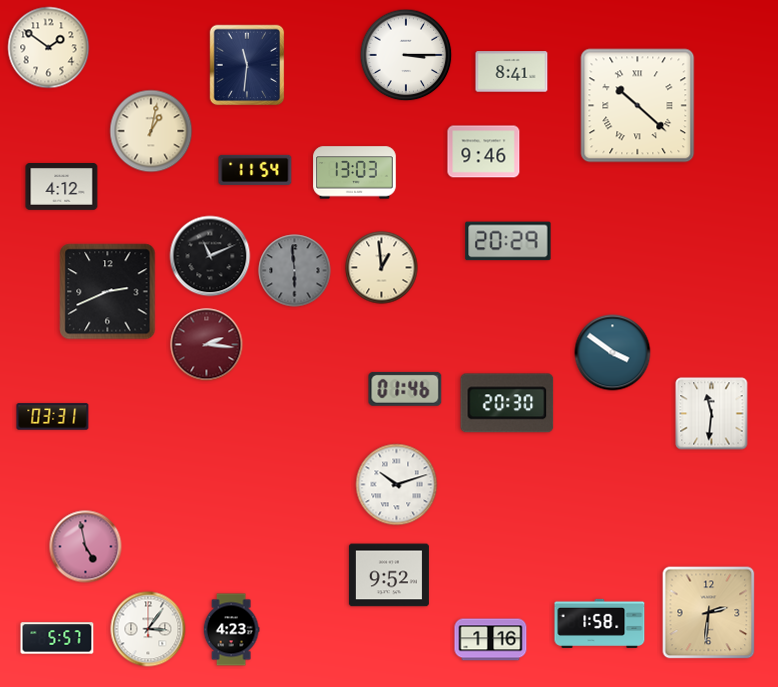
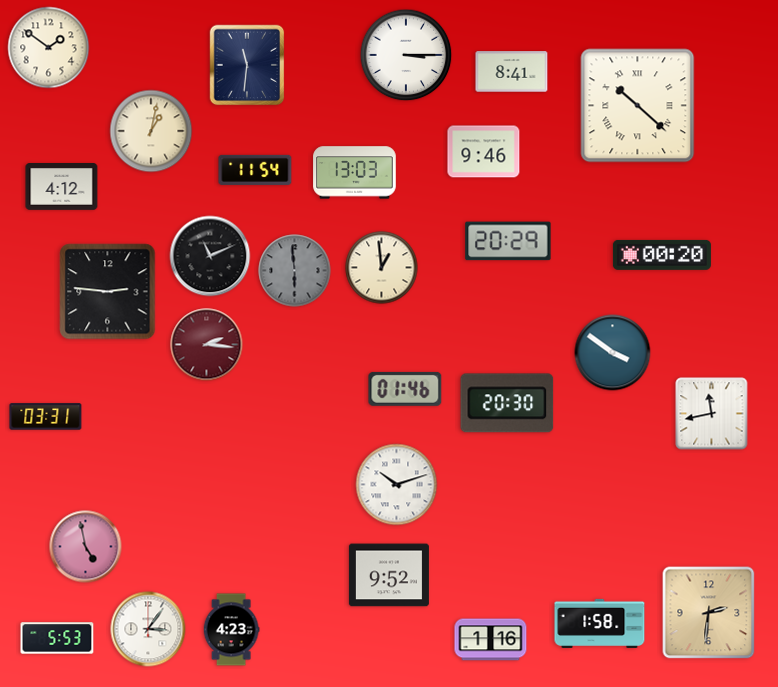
clock at (662, 255): none -> 00:20
clock at (108, 292): 2:41 -> 2:46
clock at (712, 414): 11:31 -> 11:43
clock at (53, 417) position: (53, 417) -> (46, 417)
clock at (57, 638): 5:57 -> 5:53
